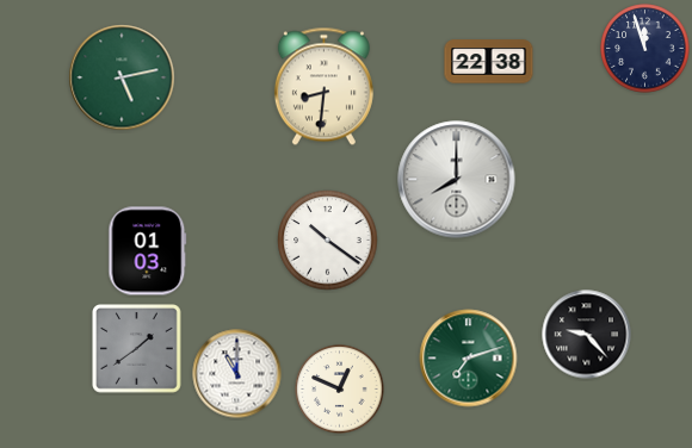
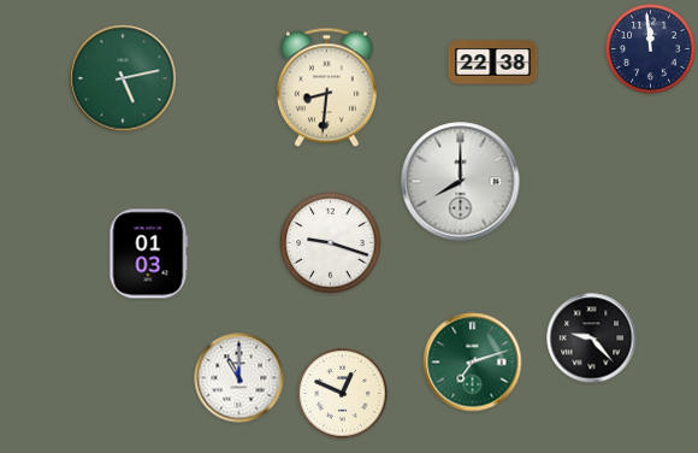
clock at (645, 49): 11:57 -> 11:59
clock at (328, 241): 10:21 -> 9:18
clock at (137, 349): 1:39 -> none
